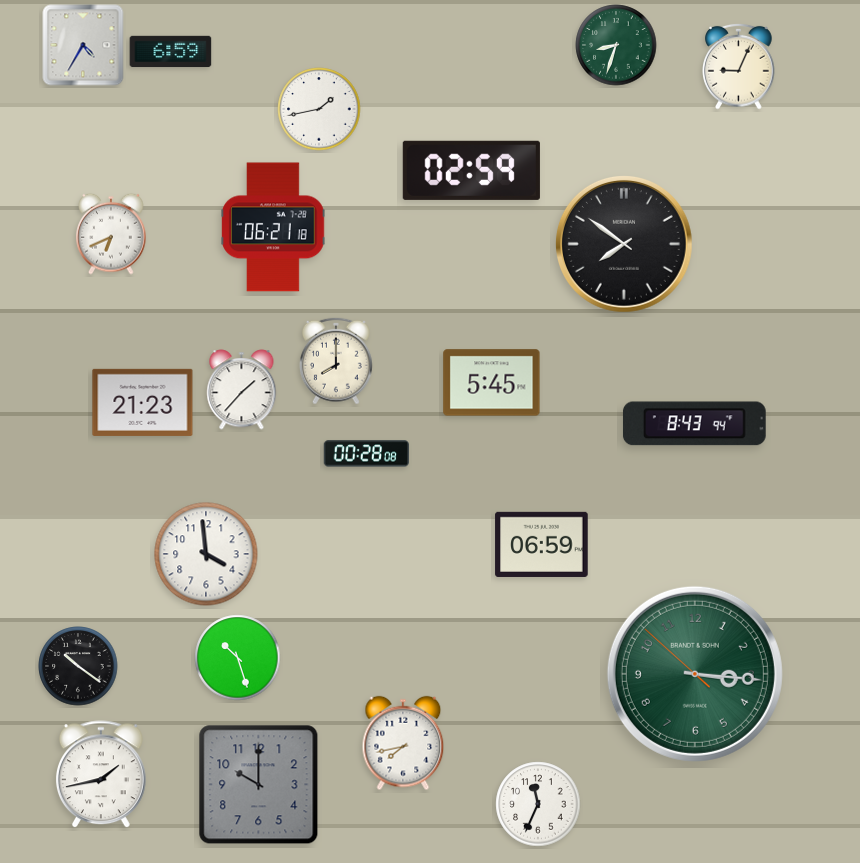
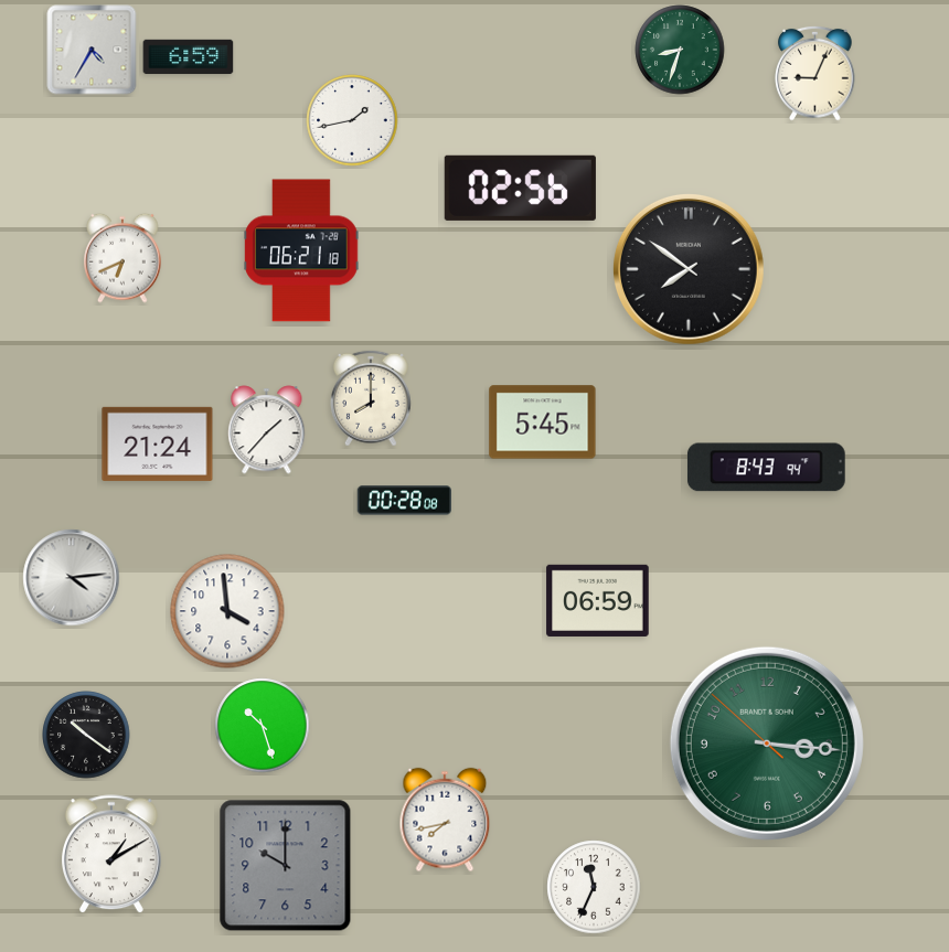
clock at (471, 170): 02:59 -> 02:56
clock at (143, 402): 21:23 -> 21:24
clock at (72, 578): none -> 4:14
clock at (101, 775): 1:43 -> 1:10
